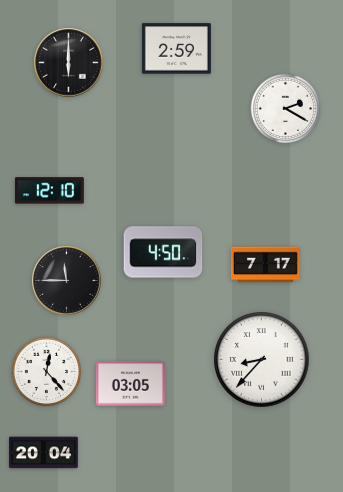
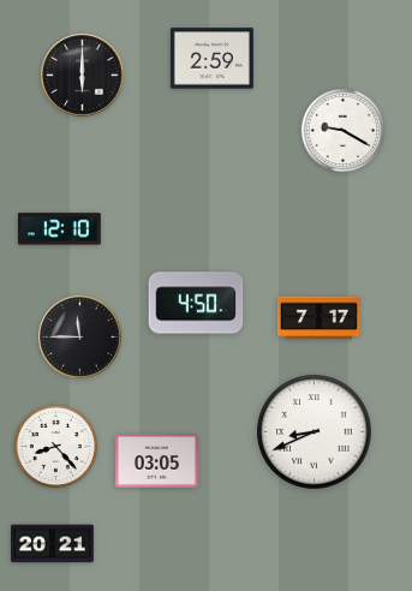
clock at (286, 109): 2:20 -> 9:20
clock at (262, 360): 8:37 -> 8:41
clock at (47, 372): 12:23 -> 8:23
clock at (43, 453): 20:04 -> 20:21
